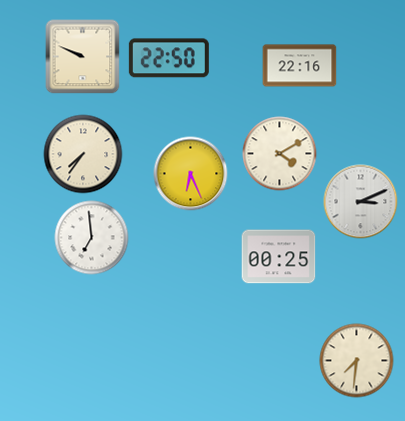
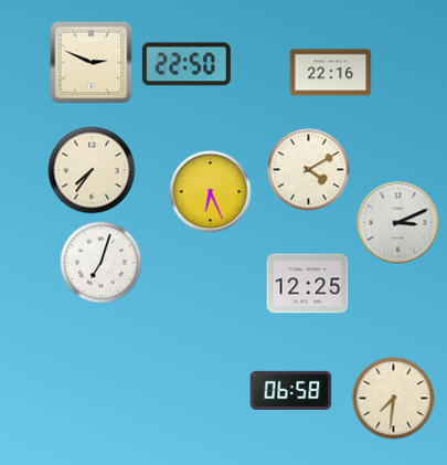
clock at (83, 57): 9:49 -> 2:49
clock at (92, 238): 6:59 -> 7:03
clock at (279, 257): 00:25 -> 12:25
clock at (291, 390): none -> 06:58
